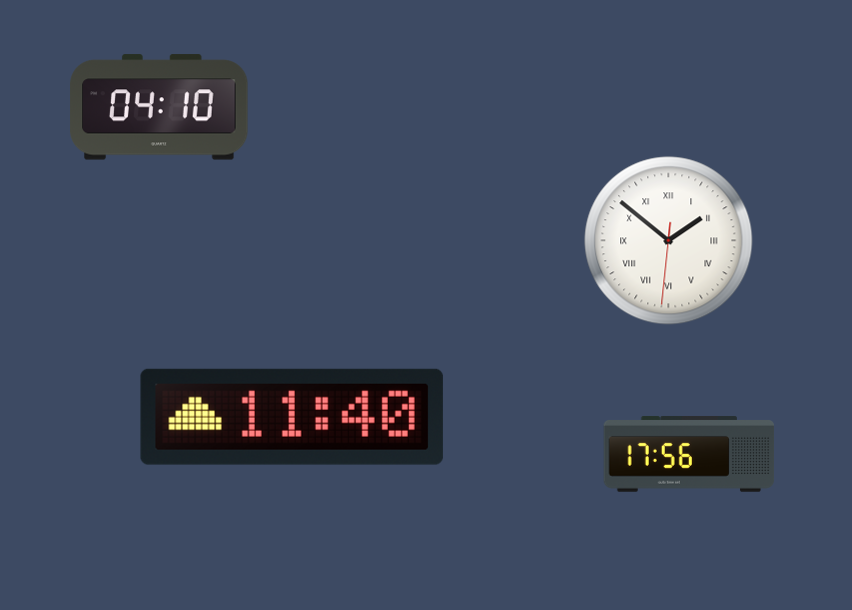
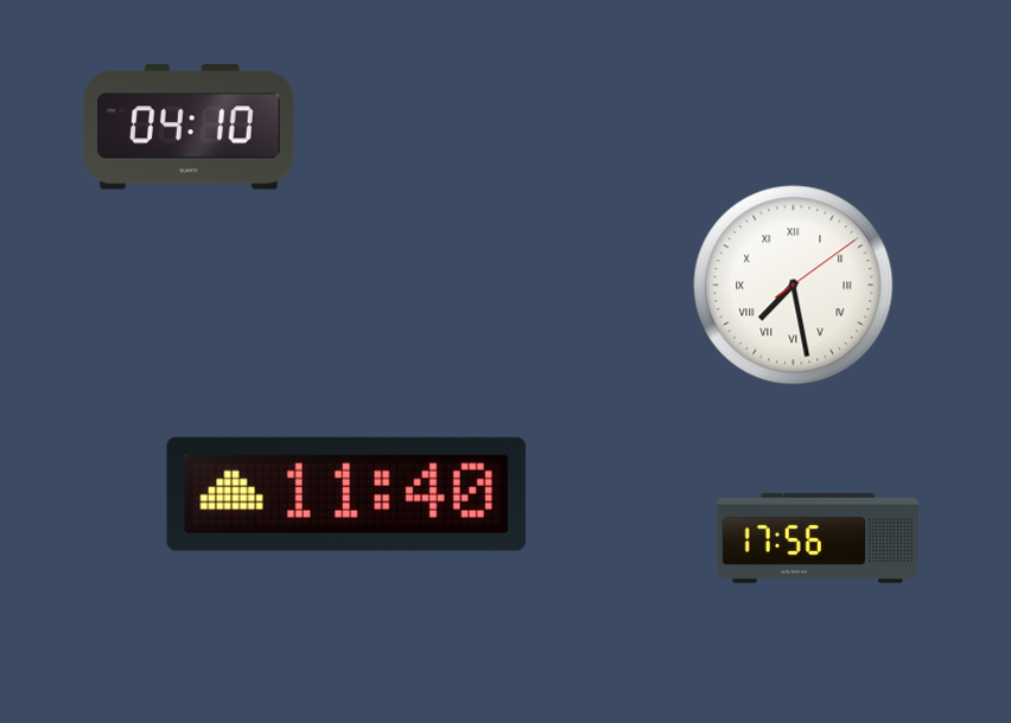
clock at (669, 241): 1:51 -> 7:28
